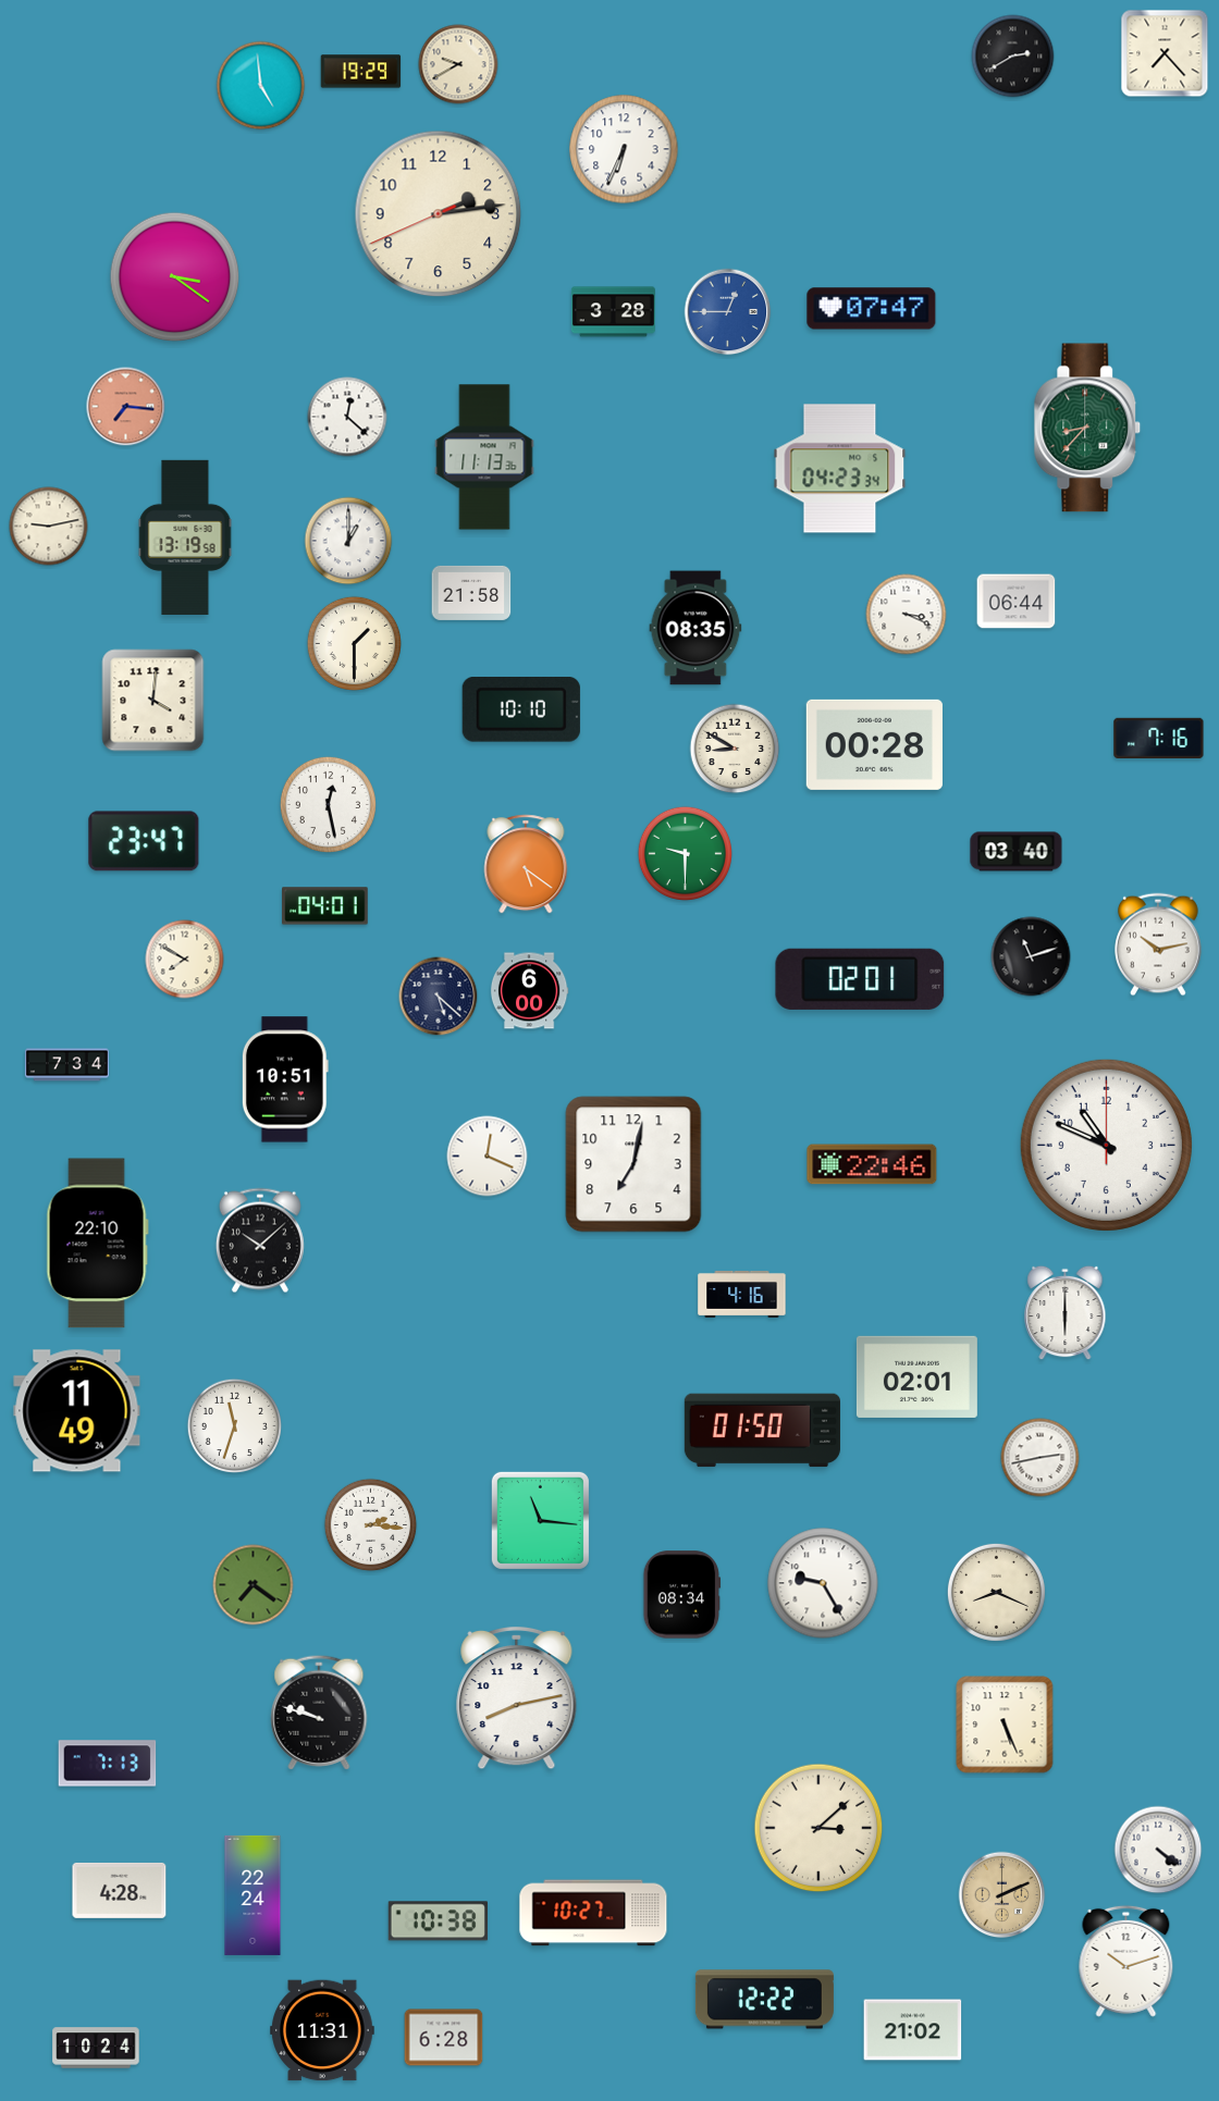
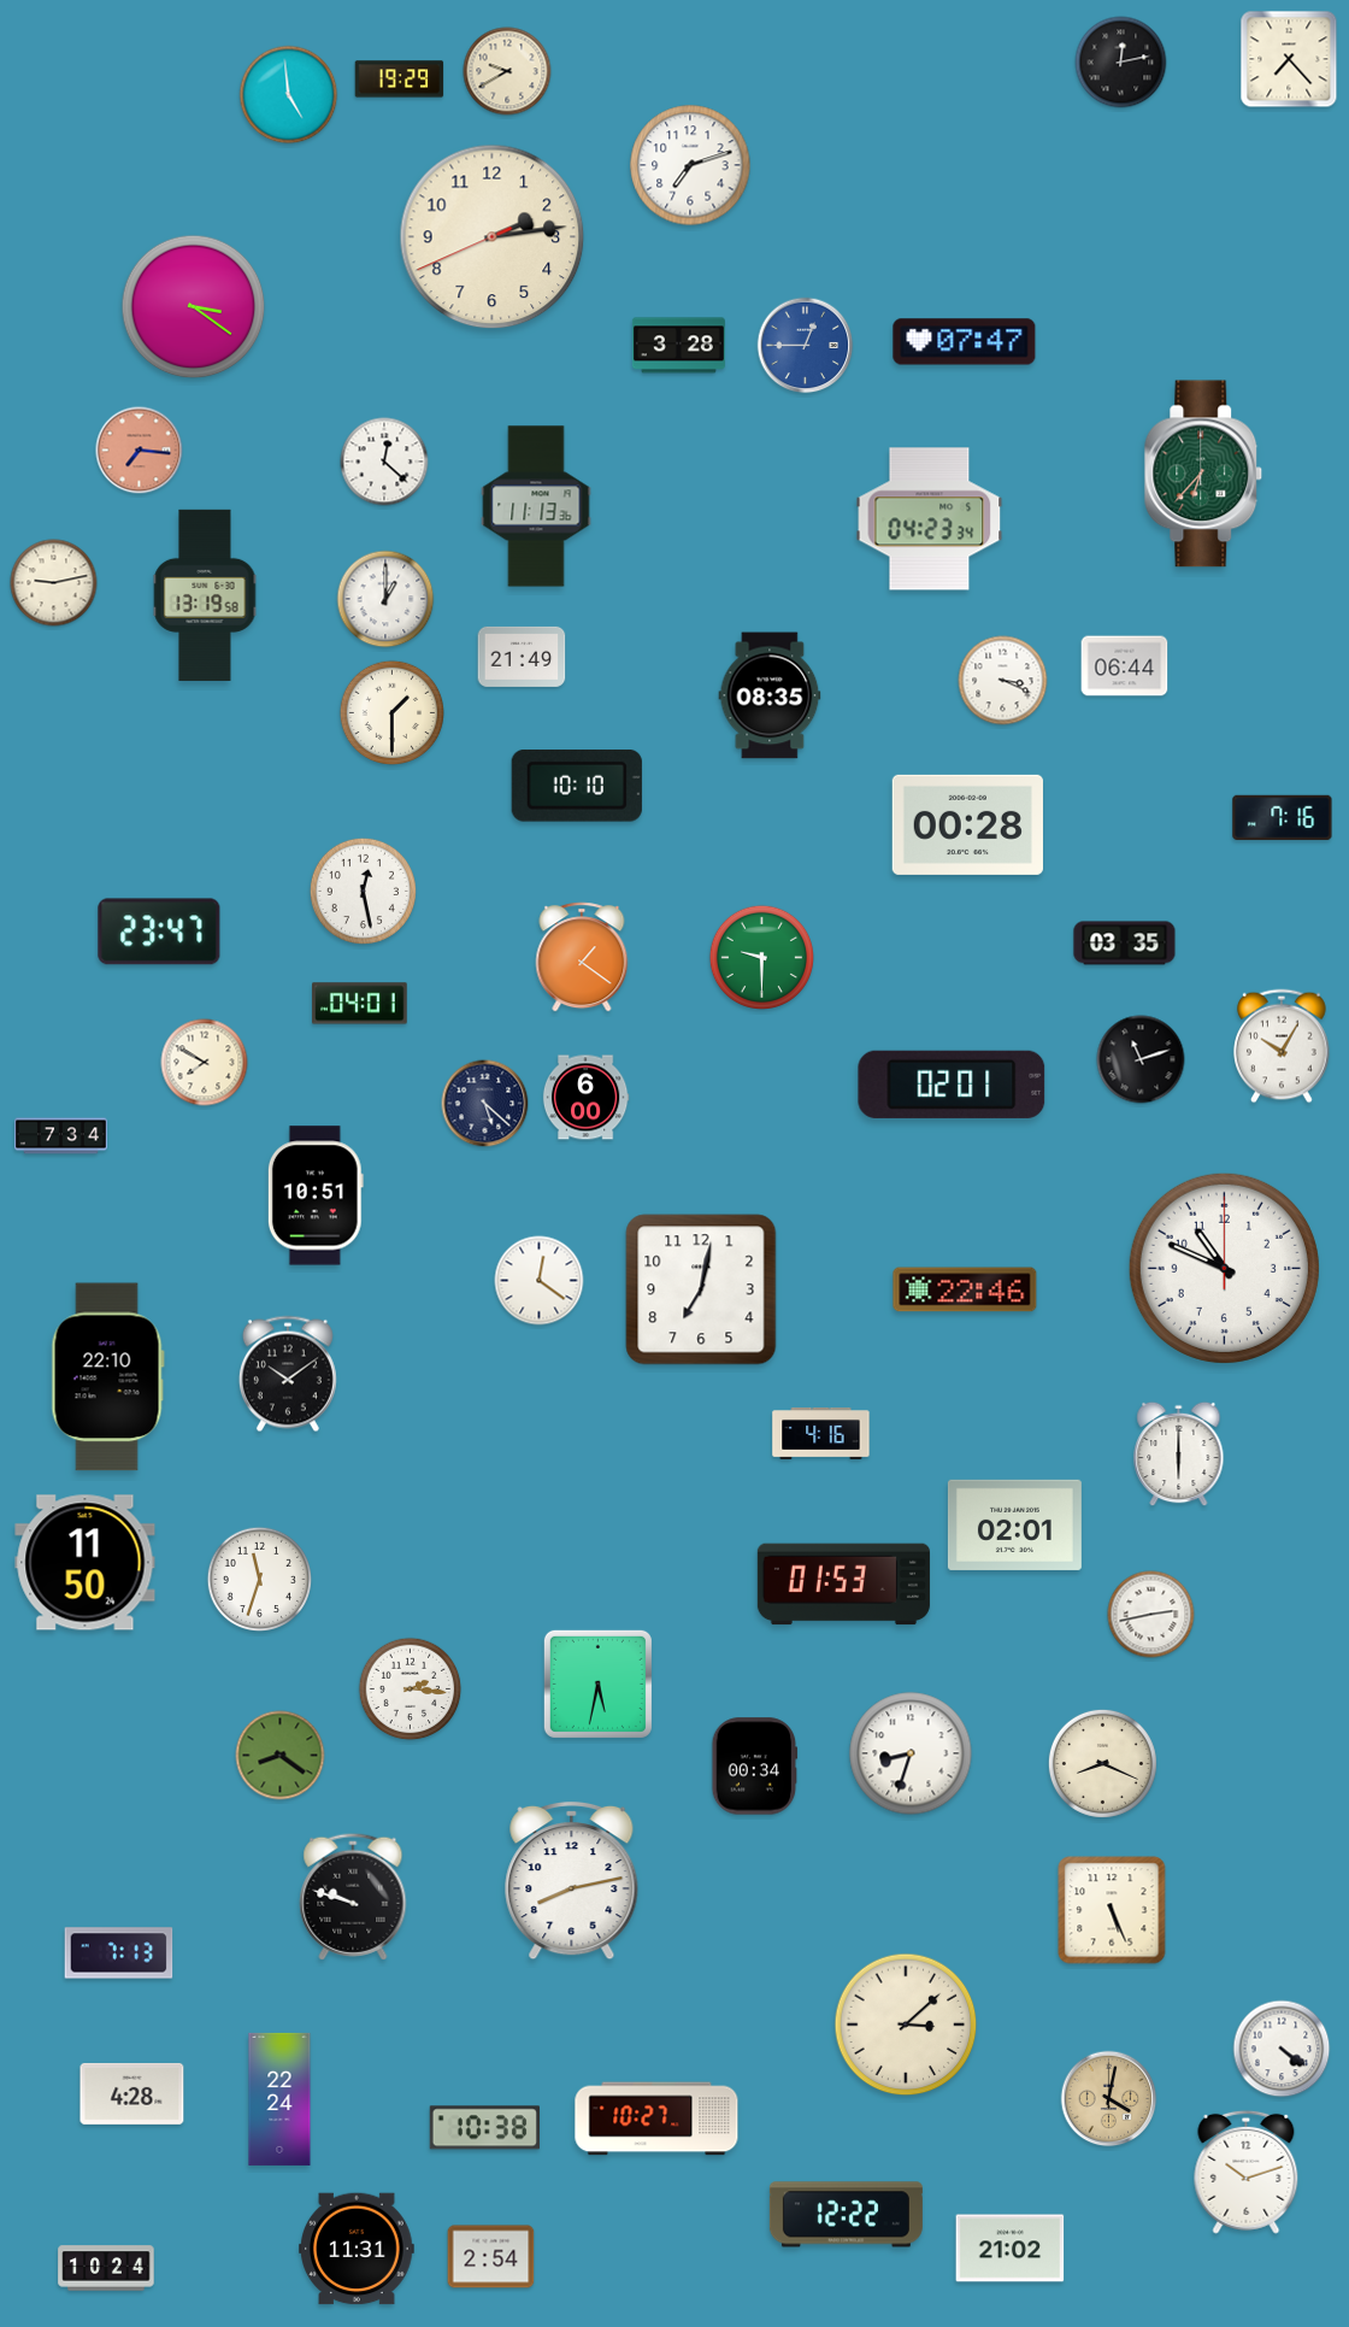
clock at (1013, 57): 2:40 -> 12:13
clock at (624, 149): 6:34 -> 7:12
clock at (439, 214) position: (439, 214) -> (493, 237)
clock at (1087, 428): 8:37 -> 6:37
clock at (471, 593): 21:58 -> 21:49
clock at (153, 701): 4:01 -> none
clock at (735, 749): 8:50 -> none
clock at (1017, 852): 03:40 -> 03:35
clock at (685, 853) position: (685, 853) -> (761, 957)
clock at (526, 864): 5:21 -> 1:21
clock at (1158, 944): 10:13 -> 10:05
clock at (66, 1065) position: (66, 1065) -> (60, 1136)
clock at (488, 1157): 12:19 -> 12:21
clock at (260, 1240): 10:08 -> 10:09
clock at (77, 1411): 11:49 -> 11:50
clock at (762, 1431): 01:50 -> 01:53
clock at (540, 1520): 11:16 -> 5:32
clock at (823, 1583): 9:25 -> 8:33
clock at (254, 1585): 7:21 -> 8:21
clock at (682, 1595): 08:34 -> 00:34
clock at (1002, 1895): 2:11 -> 4:02
clock at (444, 2038): 6:28 -> 2:54
